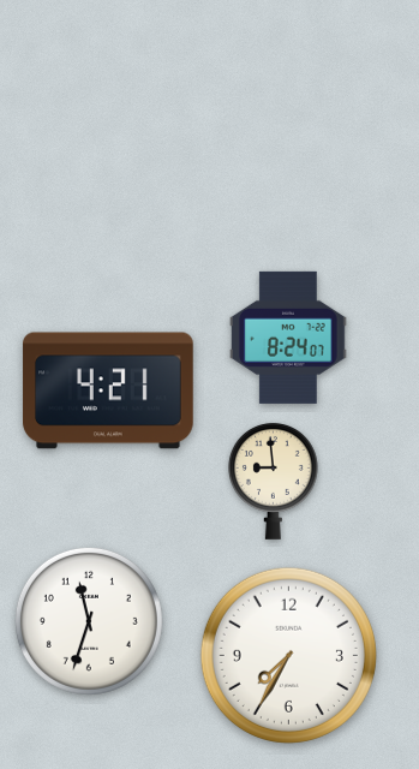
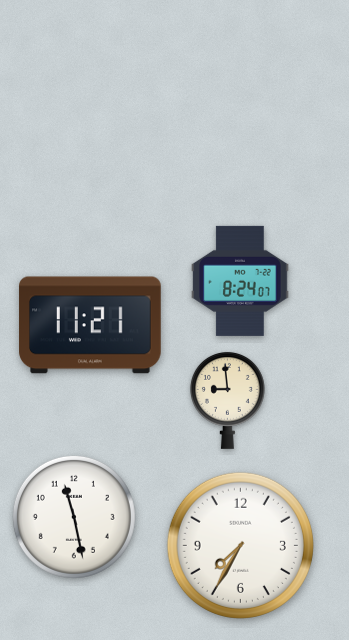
clock at (108, 391): 4:21 -> 11:21
clock at (89, 621): 11:33 -> 11:28
